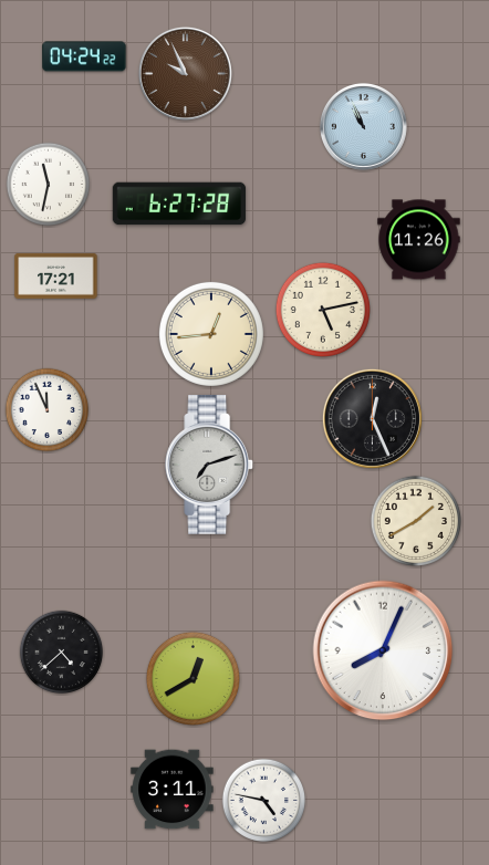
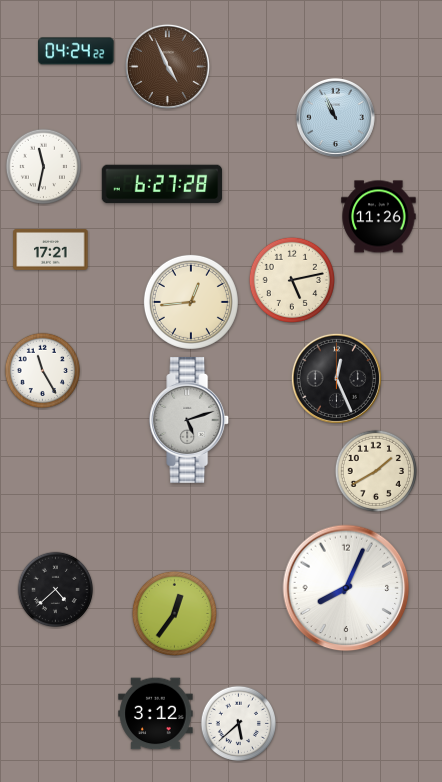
clock at (185, 73): 9:56 -> 4:56
clock at (363, 126) position: (363, 126) -> (335, 117)
clock at (48, 410): 11:56 -> 11:25
clock at (210, 465): 7:12 -> 5:12
clock at (193, 678): 12:40 -> 12:36
clock at (173, 790): 3:11 -> 3:12
clock at (264, 801): 4:47 -> 5:38
